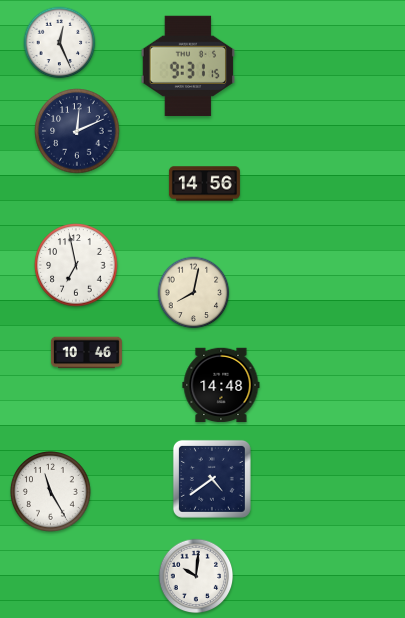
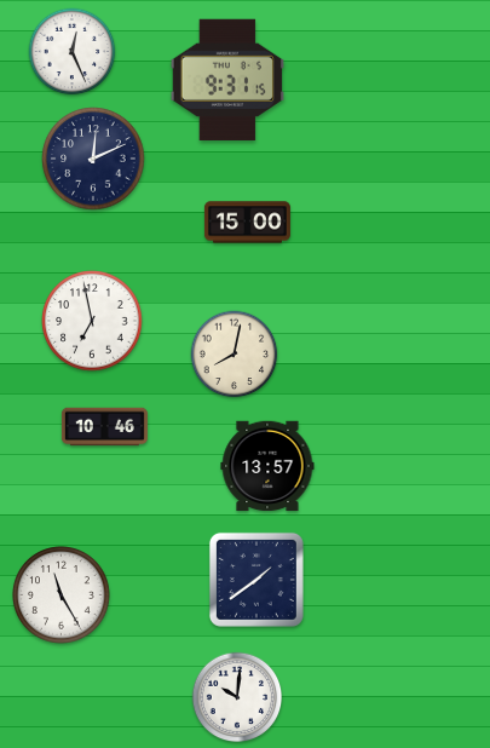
clock at (204, 184): 14:56 -> 15:00
clock at (221, 385): 14:48 -> 13:57
clock at (212, 479): 4:39 -> 1:39
